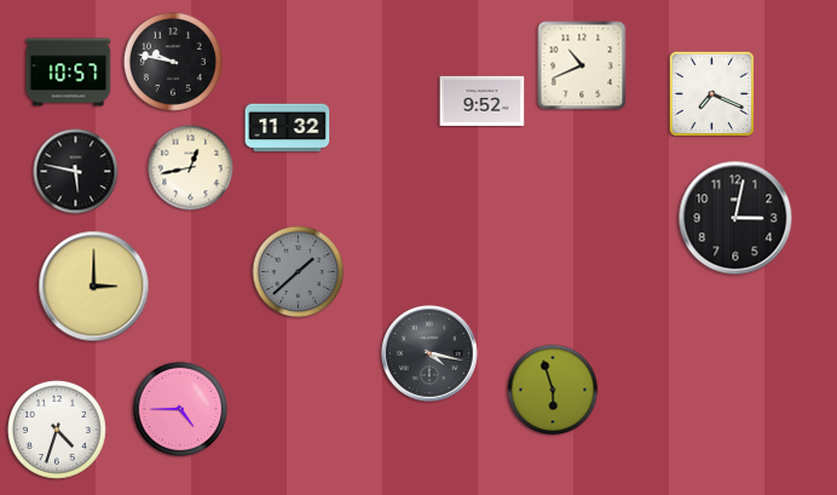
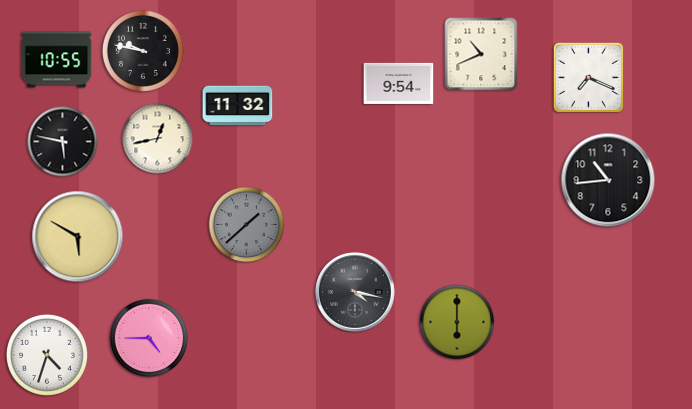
clock at (69, 73): 10:57 -> 10:55
clock at (483, 100): 9:52 -> 9:54
clock at (735, 218): 3:02 -> 10:44
clock at (94, 287): 3:00 -> 5:50
clock at (553, 390): 5:57 -> 6:00
